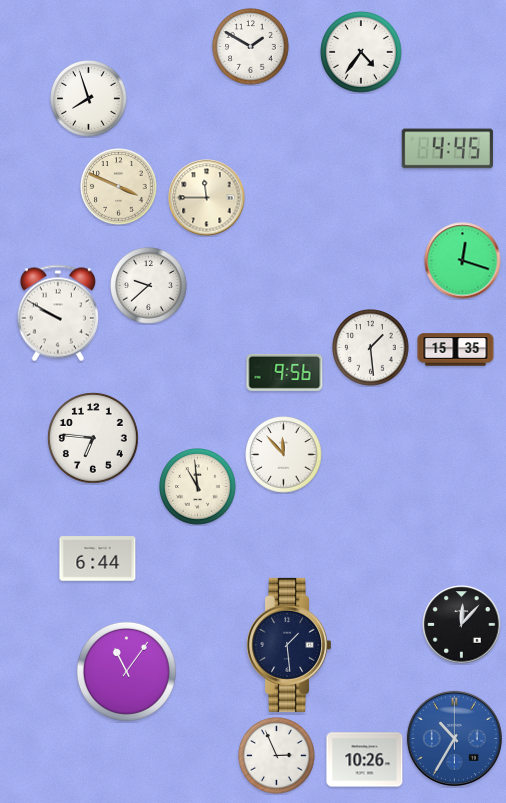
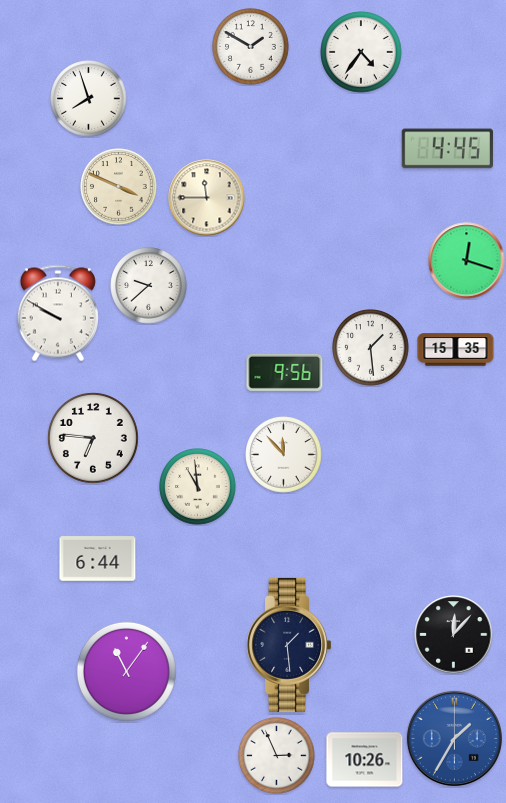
clock at (463, 261) position: (463, 261) -> (467, 261)
clock at (462, 625) position: (462, 625) -> (454, 635)
clock at (454, 738): 10:35 -> 1:35
